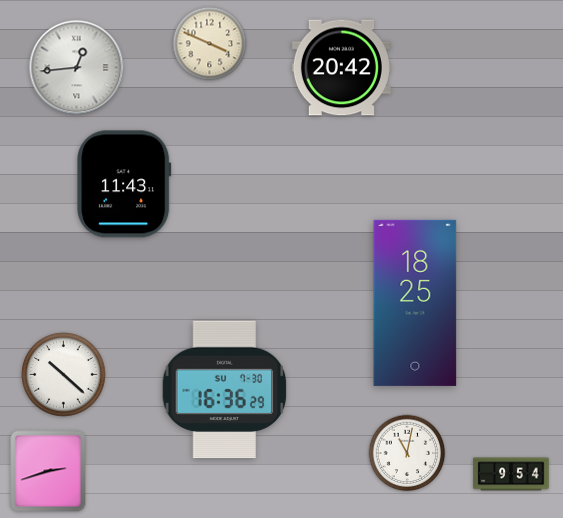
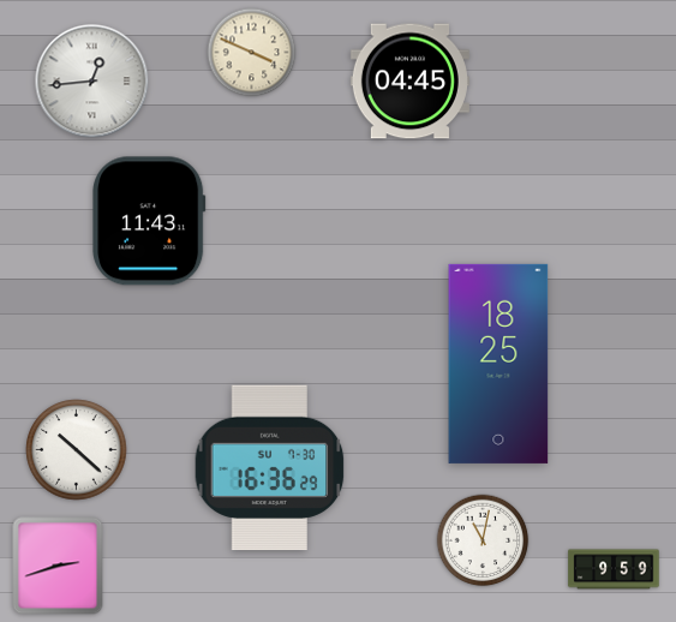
clock at (341, 68): 20:42 -> 04:45
clock at (407, 453) position: (407, 453) -> (483, 540)
clock at (511, 474): 9:54 -> 9:59
